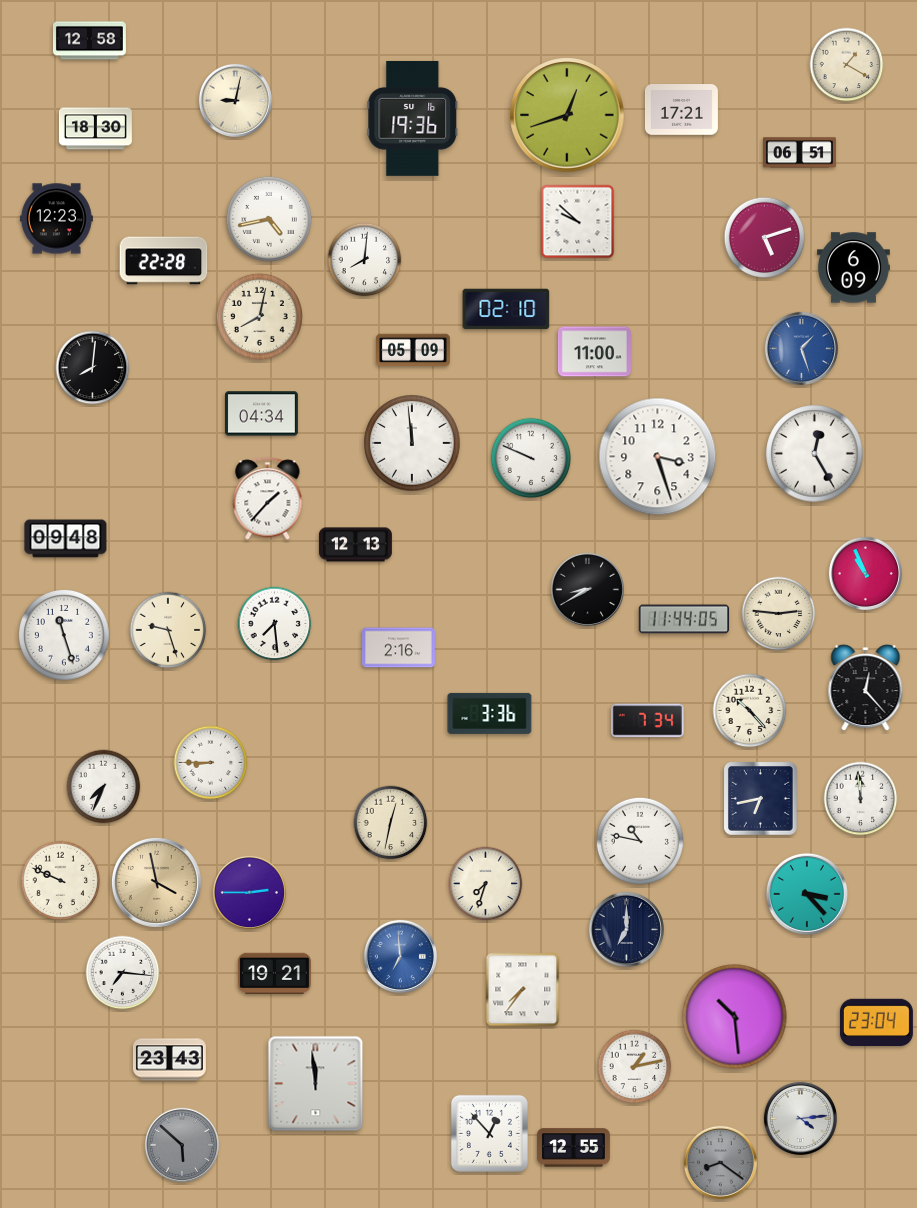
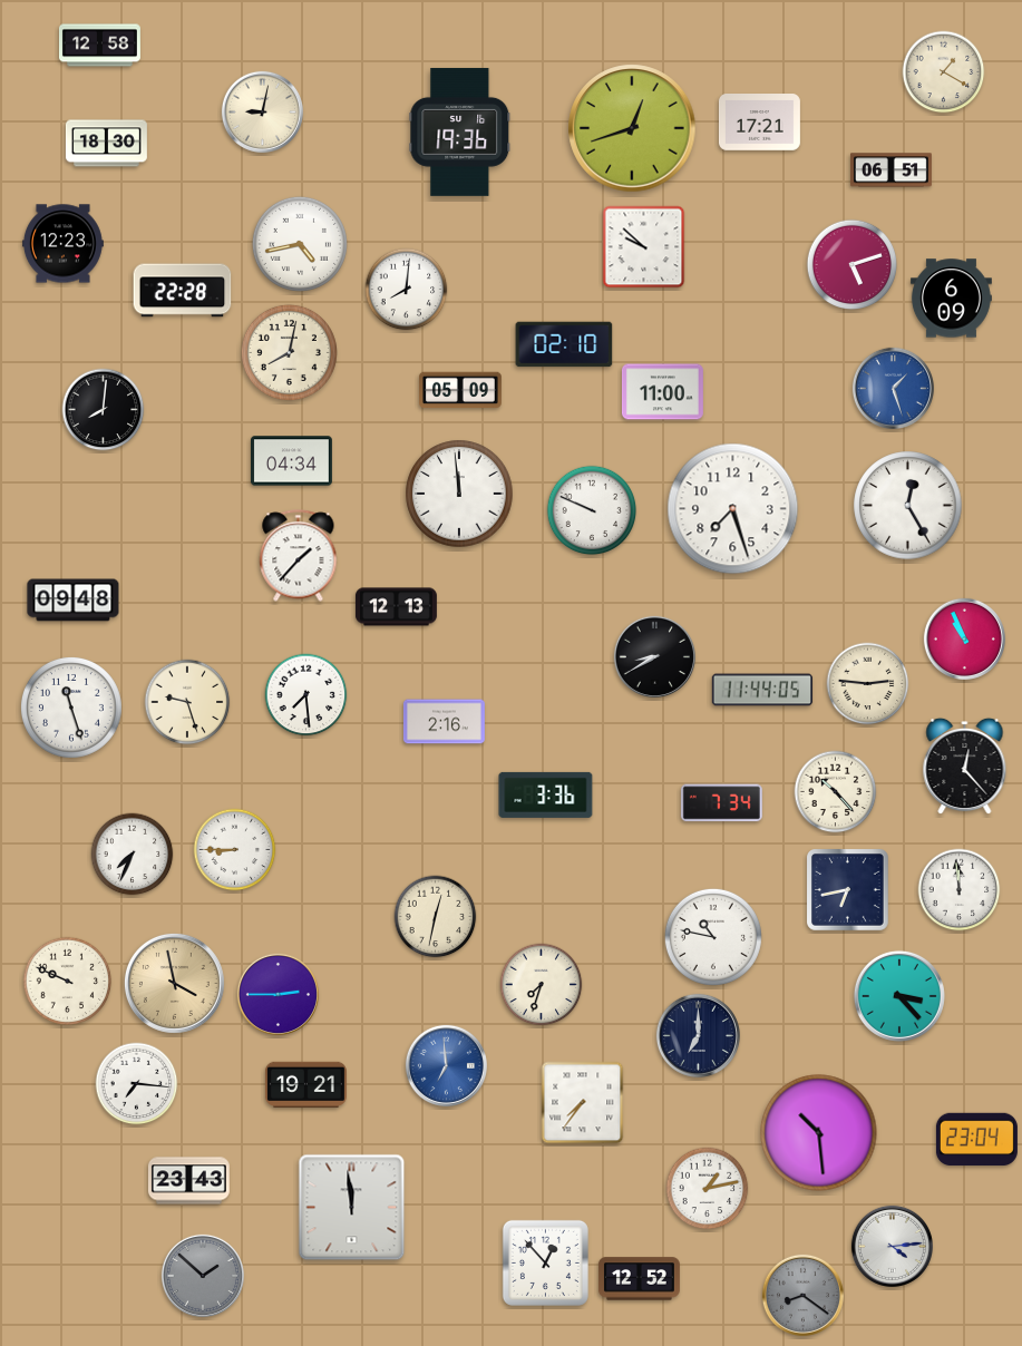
clock at (658, 457): 3:27 -> 7:27
clock at (104, 787) position: (104, 787) -> (133, 855)
clock at (182, 1145): 5:52 -> 1:52
clock at (573, 1148): 12:55 -> 12:52
